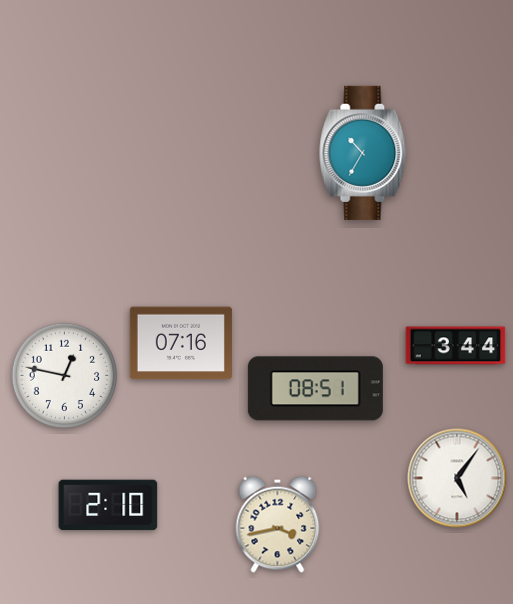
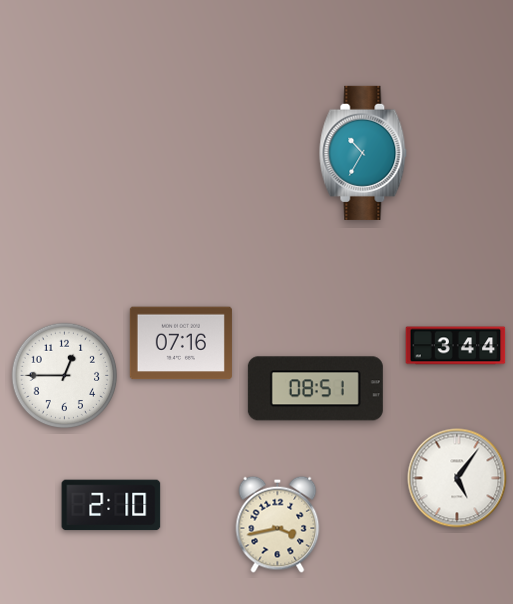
clock at (65, 376): 12:47 -> 12:45
clock at (108, 505) position: (108, 505) -> (111, 505)
